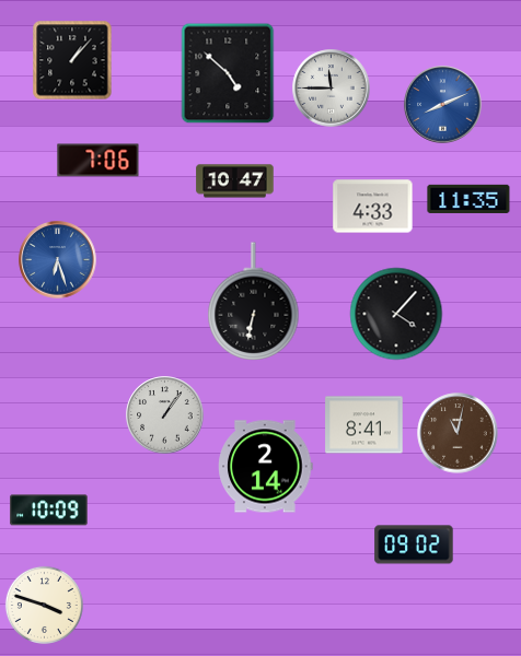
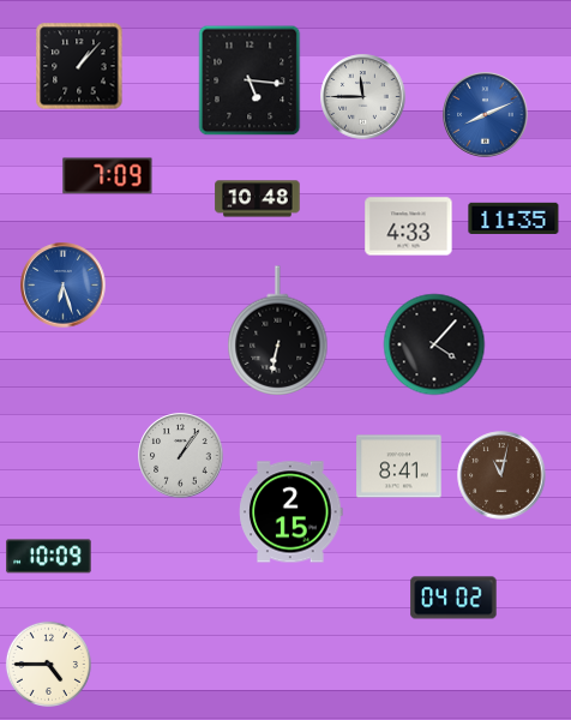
clock at (228, 73): 4:52 -> 5:16
clock at (99, 161): 7:06 -> 7:09
clock at (235, 181): 10:47 -> 10:48
clock at (266, 467): 2:14 -> 2:15
clock at (49, 511) position: (49, 511) -> (49, 557)
clock at (414, 544): 09:02 -> 04:02
clock at (44, 605): 3:48 -> 4:45
